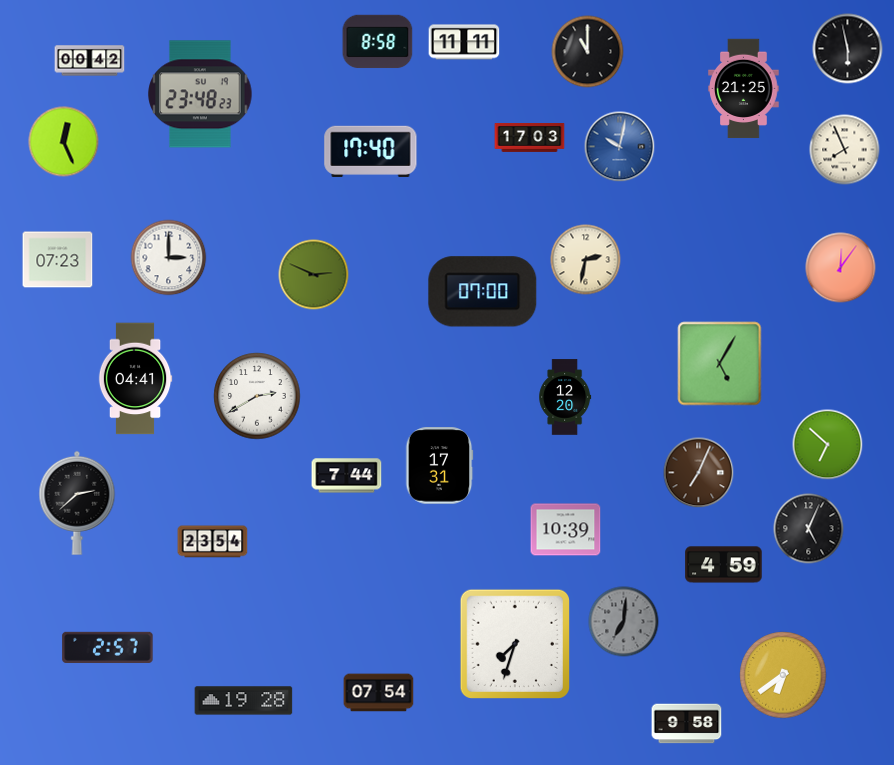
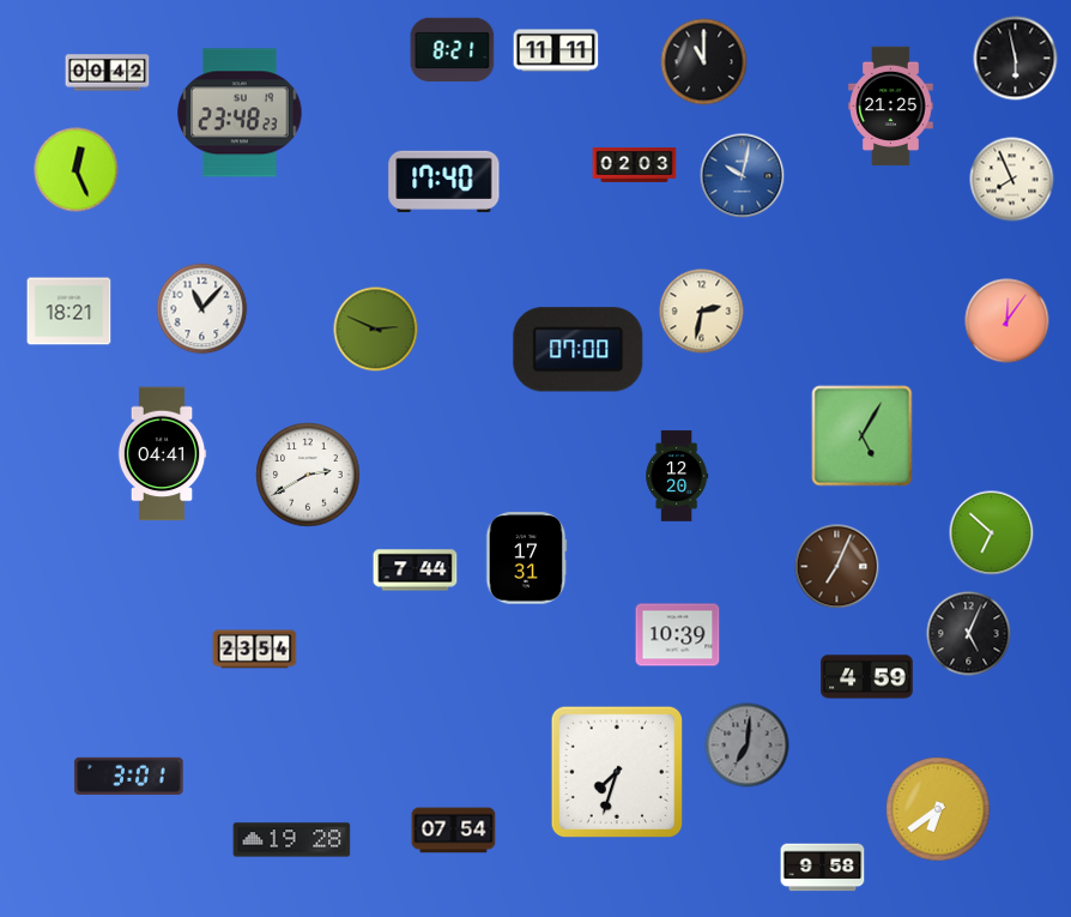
clock at (378, 42): 8:58 -> 8:21
clock at (530, 138): 17:03 -> 02:03
clock at (169, 258): 3:00 -> 11:07
clock at (58, 260): 07:23 -> 18:21
clock at (77, 503): 2:38 -> none
clock at (108, 647): 2:57 -> 3:01
